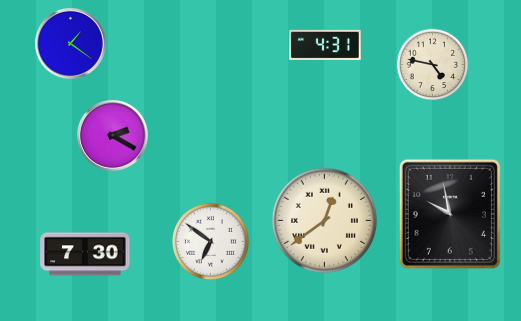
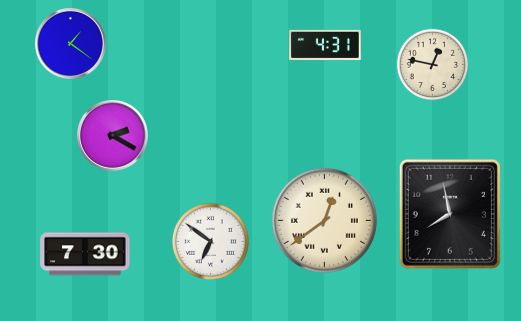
clock at (433, 65): 4:47 -> 12:47
clock at (450, 214): 9:58 -> 7:58
